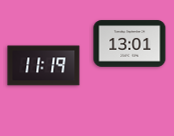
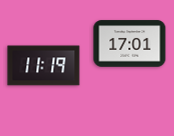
clock at (130, 44): 13:01 -> 17:01
